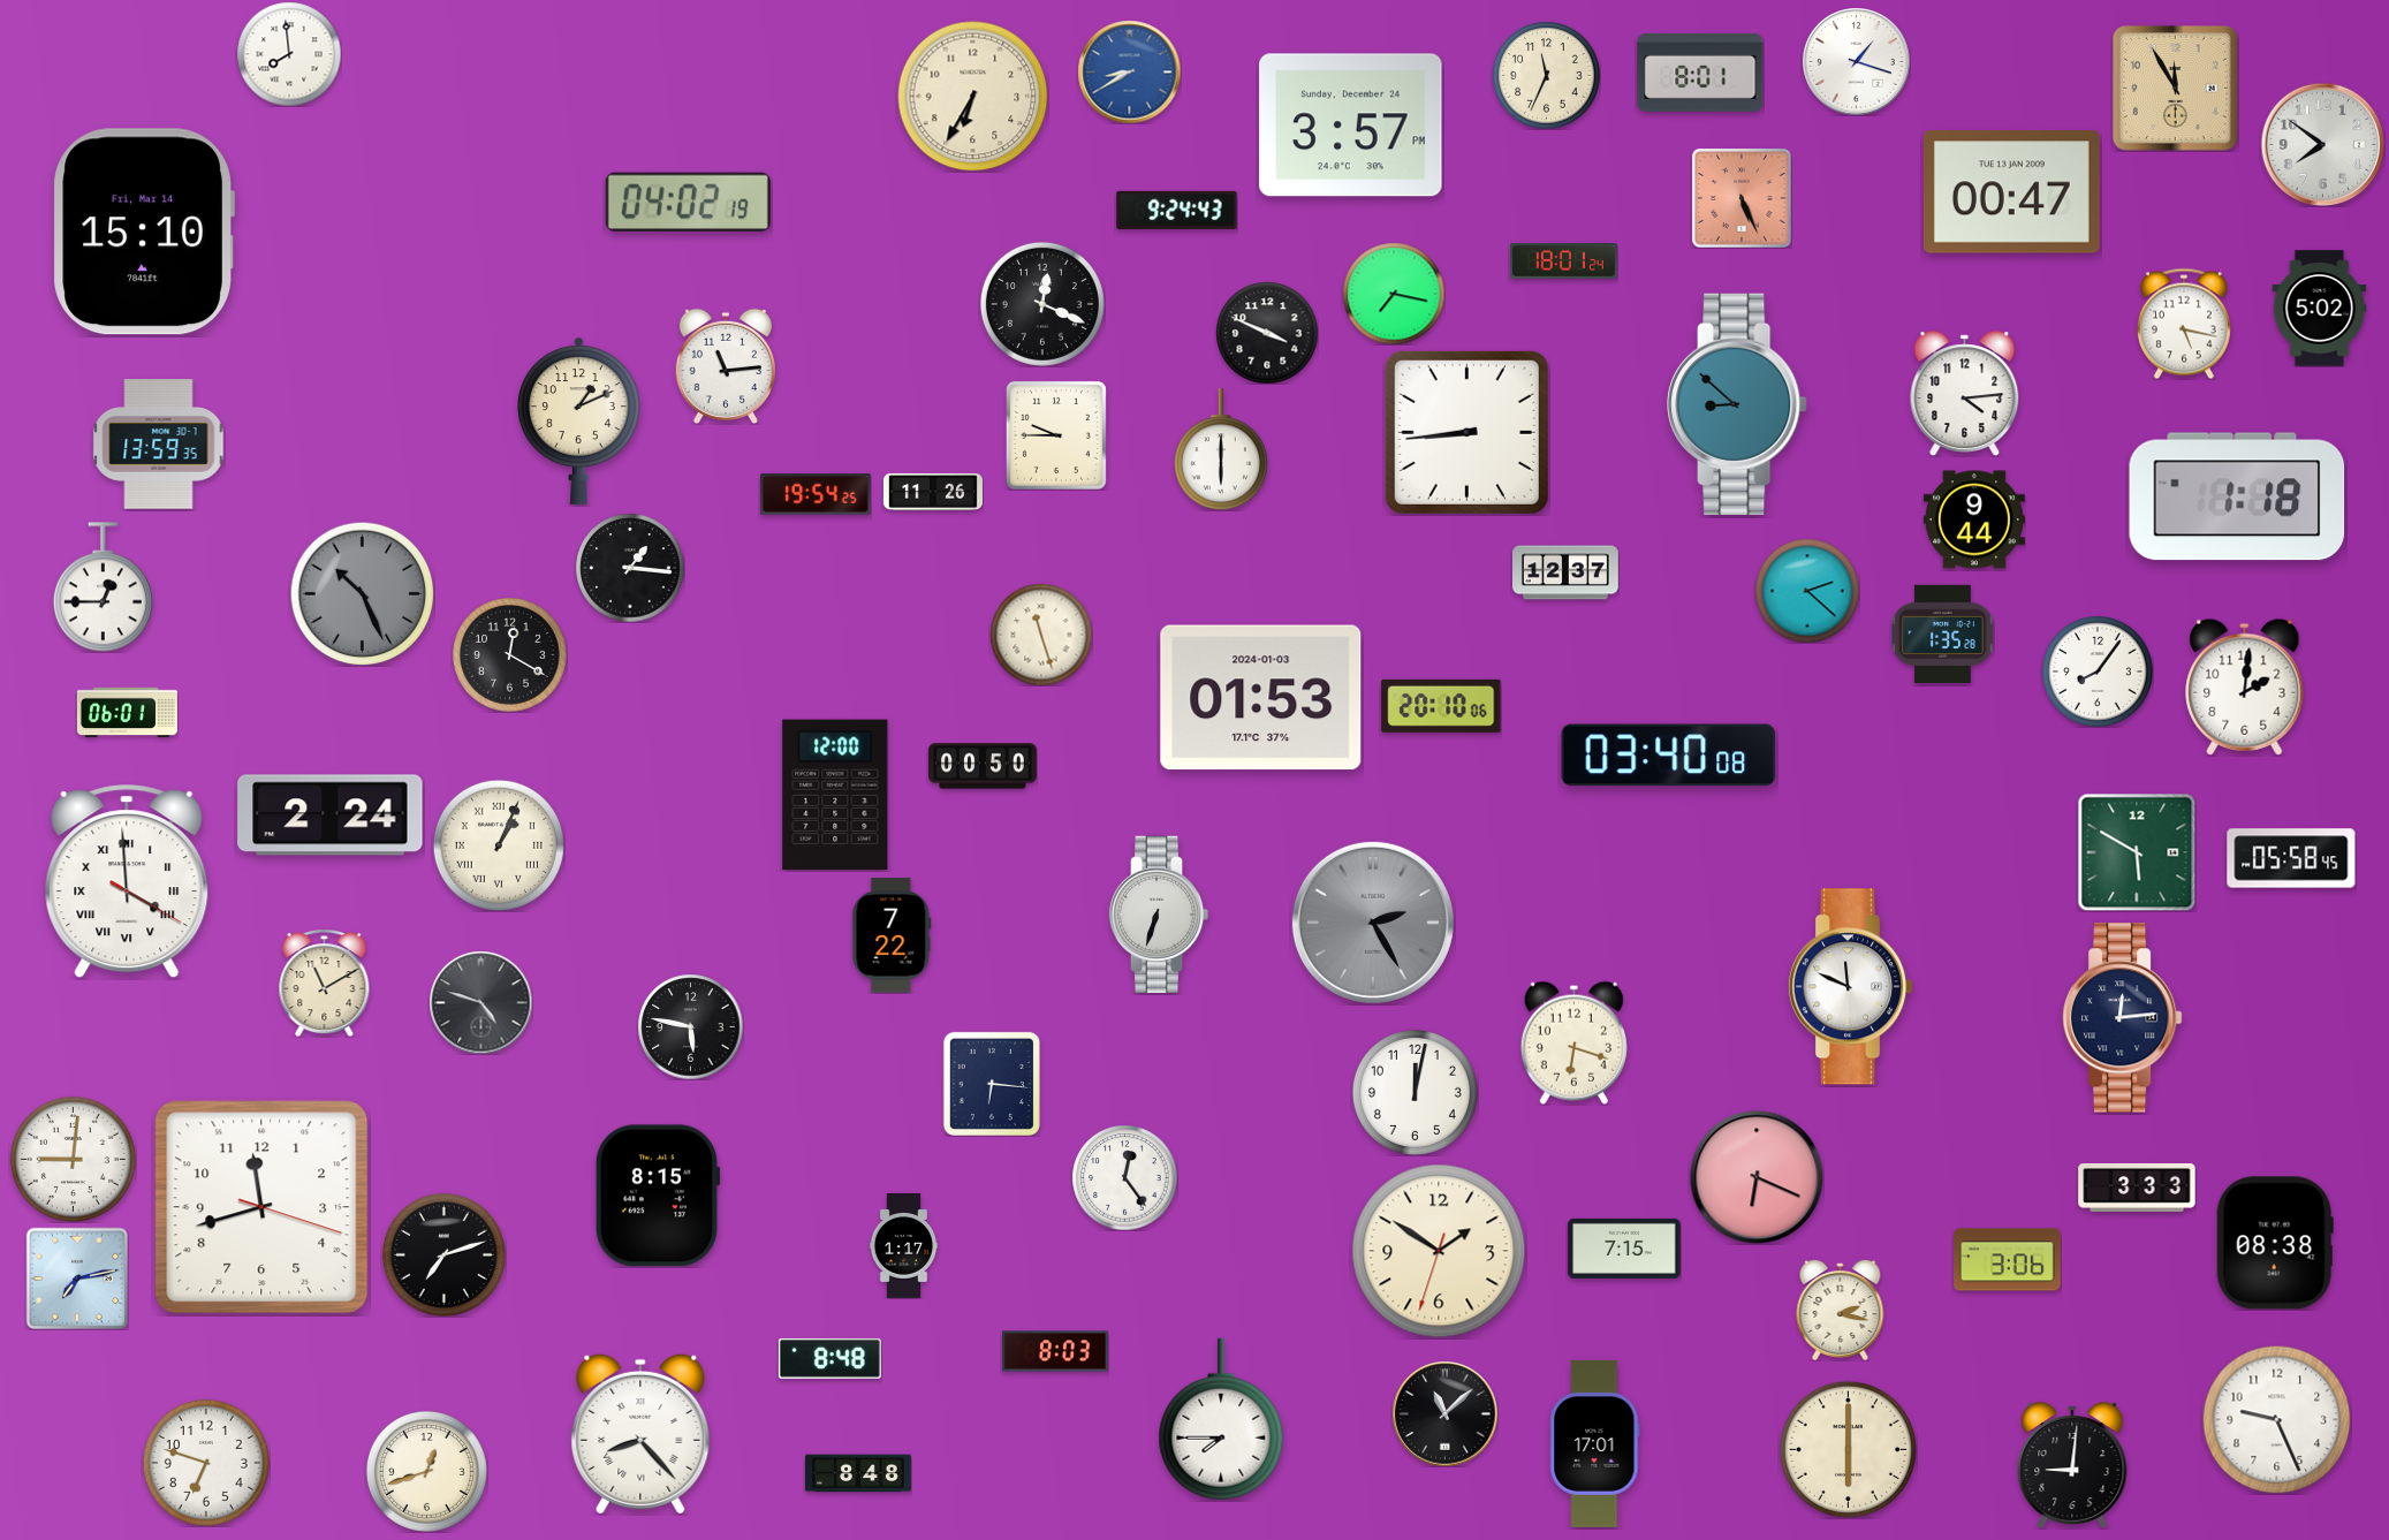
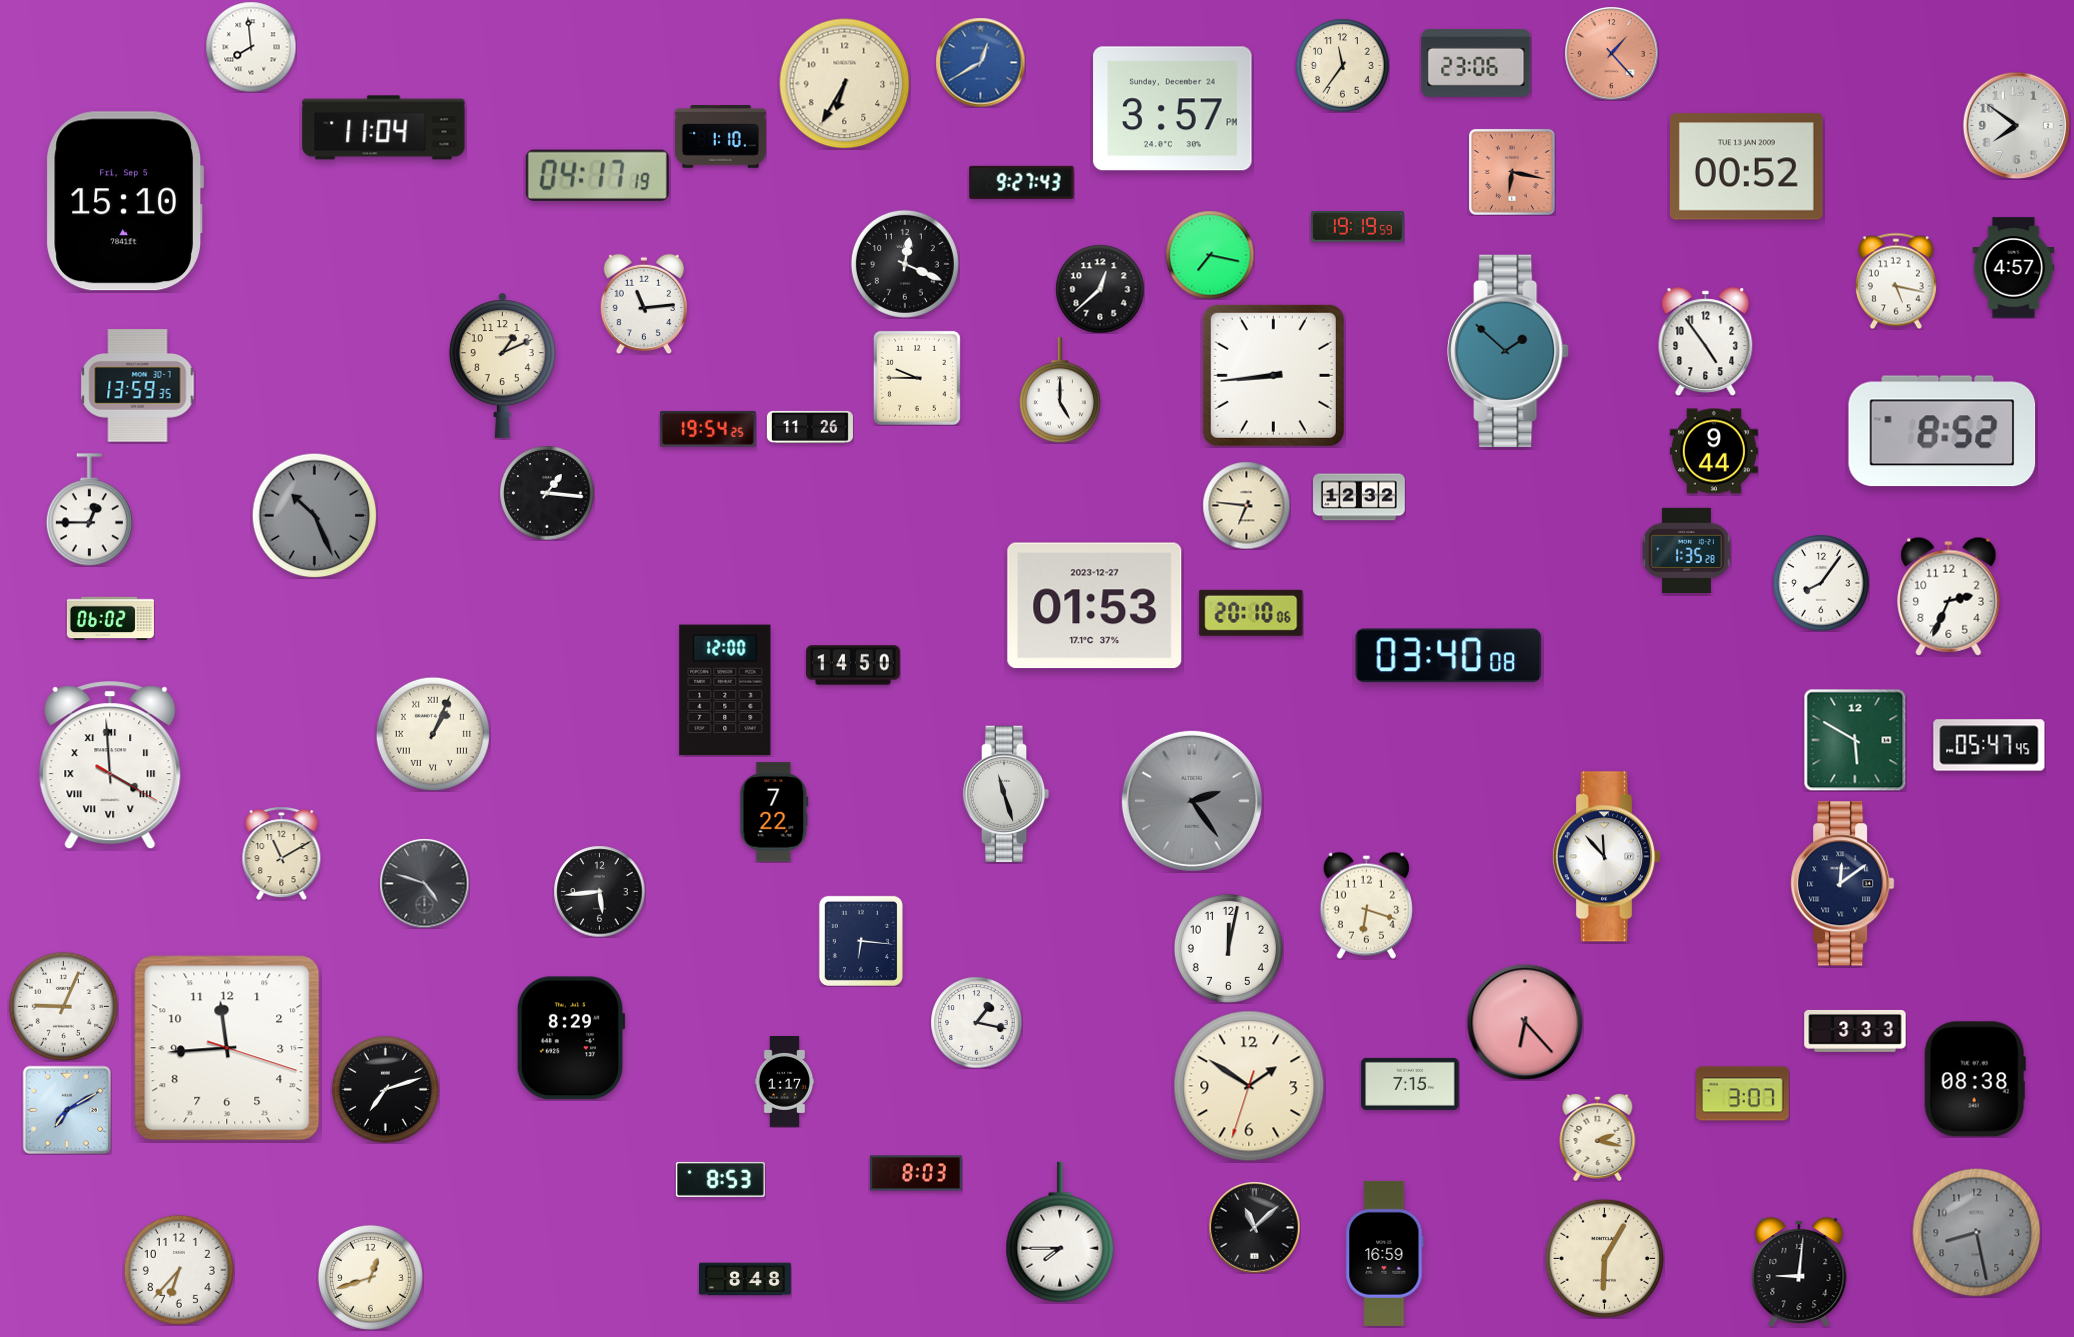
clock at (1856, 61): 1:18 -> 1:23
clock at (1856, 61) dial: white -> salmon
clock at (1129, 71): 8:40 -> 12:40
clock at (1700, 73): 8:01 -> 23:06
clock at (1546, 75): 11:34 -> 11:36
clock at (2176, 89): 11:55 -> none
clock at (384, 128): none -> 11:04
clock at (720, 137): none -> 1:10
clock at (2011, 192): 00:47 -> 00:52
clock at (1742, 198): 5:26 -> 6:17
clock at (688, 202): 04:02 -> 04:17
clock at (1177, 210): 9:24 -> 9:27
clock at (144, 232) date: Fri, Mar 14 -> Fri, Sep 5
clock at (1564, 261): 18:01 -> 19:19
clock at (2320, 309): 5:02 -> 4:57
clock at (1267, 333): 3:49 -> 12:38
clock at (725, 366) position: (725, 366) -> (643, 304)
clock at (1965, 394): 4:14 -> 4:54
clock at (1737, 404): 8:52 -> 1:52
clock at (1221, 449): 6:00 -> 5:00
clock at (2237, 496): 1:18 -> 8:52
clock at (1567, 572): 12:37 -> 12:32
clock at (1246, 505): none -> 6:46
clock at (1807, 591): 2:22 -> none
clock at (1041, 635): 11:27 -> none
clock at (510, 655): 12:20 -> none
clock at (2245, 686): 2:01 -> 2:34
clock at (1261, 698) date: 2024-01-03 -> 2023-12-27
clock at (127, 713): 06:01 -> 06:02
clock at (983, 766): 00:50 -> 14:50
clock at (331, 815): 2:24 -> none
clock at (2291, 858): 05:58 -> 05:47
clock at (1159, 913): 6:33 -> 11:27
clock at (1373, 923): 2:25 -> 2:24
clock at (1850, 987): 11:49 -> 11:53
clock at (480, 1002) position: (480, 1002) -> (424, 883)
clock at (2123, 1018): 12:14 -> 12:09
clock at (690, 1026): 5:47 -> 5:44
clock at (73, 1159): 9:01 -> 9:04
clock at (1124, 1177): 12:24 -> 1:17
clock at (1757, 1177): 6:19 -> 6:23
clock at (658, 1196): 8:15 -> 8:29
clock at (261, 1207): 11:42 -> 11:44
clock at (2008, 1260): 3:06 -> 3:07
clock at (77, 1279): 7:13 -> 7:10
clock at (829, 1358): 8:48 -> 8:53
clock at (2276, 1419): 9:26 -> 8:28
clock at (2276, 1419) dial: white -> grey
clock at (640, 1434): 8:23 -> none
clock at (1595, 1443): 17:01 -> 16:59
clock at (1848, 1449): 6:00 -> 6:05
clock at (206, 1463): 6:48 -> 6:37
